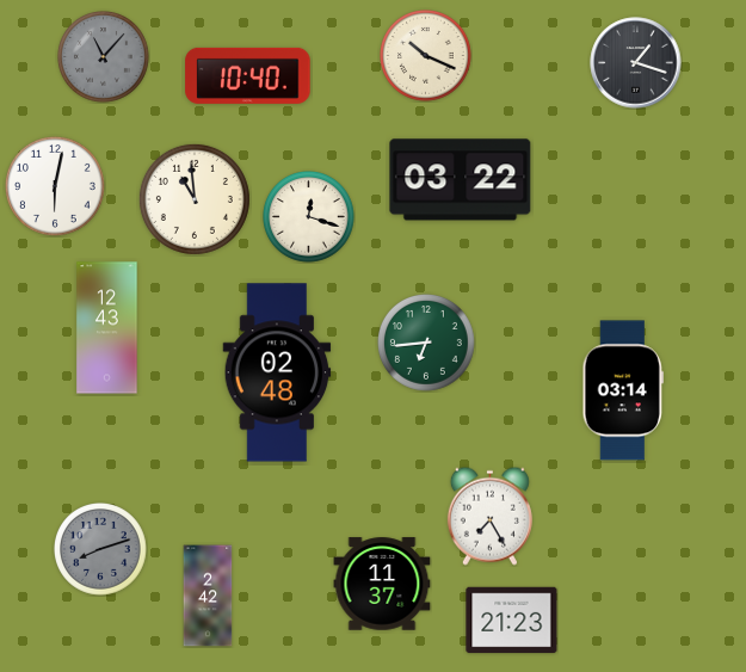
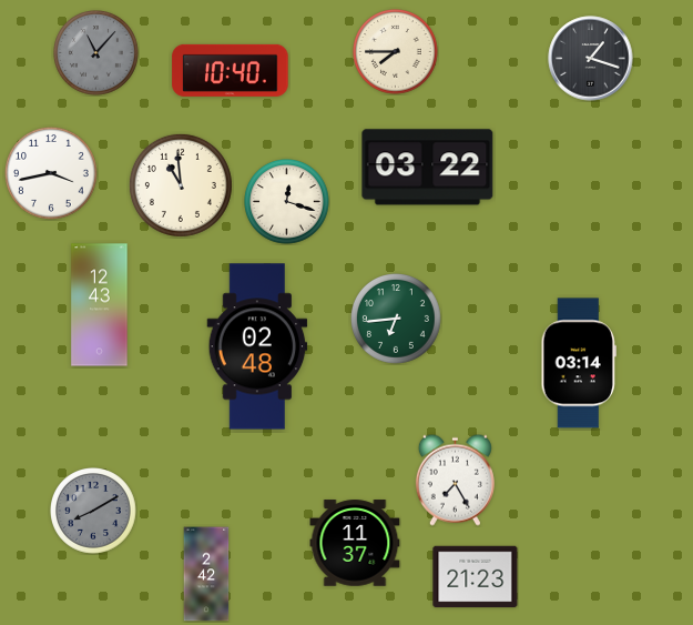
clock at (426, 56): 10:19 -> 7:45
clock at (55, 186): 6:02 -> 3:43
clock at (101, 550): 8:12 -> 8:10
clock at (208, 596) position: (208, 596) -> (206, 574)
